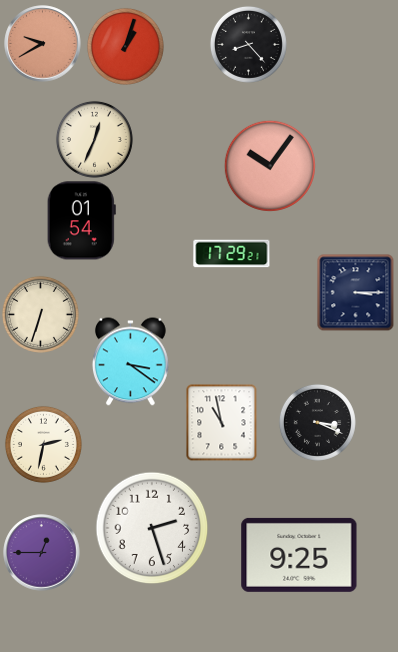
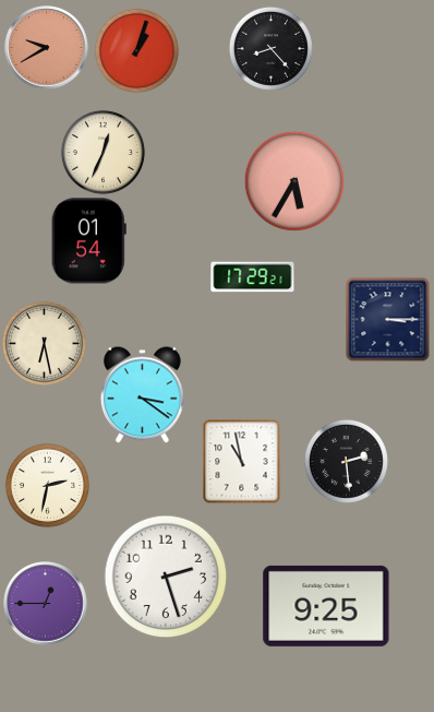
clock at (270, 166): 10:06 -> 5:35
clock at (40, 314): 6:33 -> 6:28
clock at (317, 422): 3:19 -> 2:29
